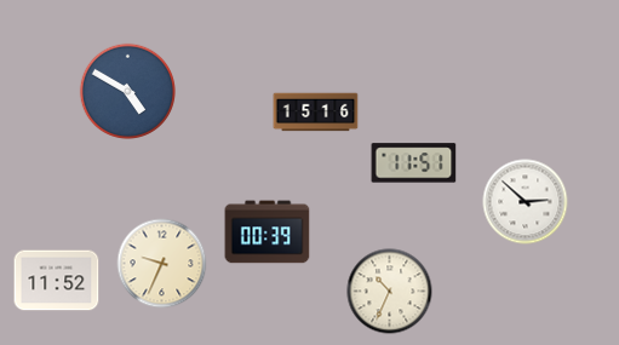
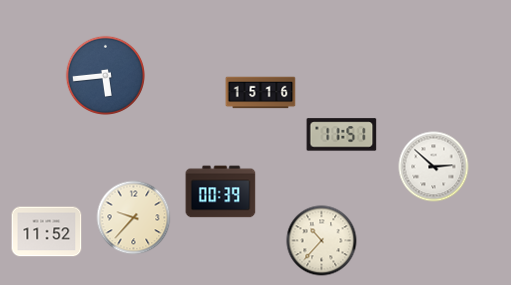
clock at (128, 92): 4:50 -> 5:44
clock at (162, 264): 9:34 -> 9:37
clock at (390, 292): 10:34 -> 10:37
